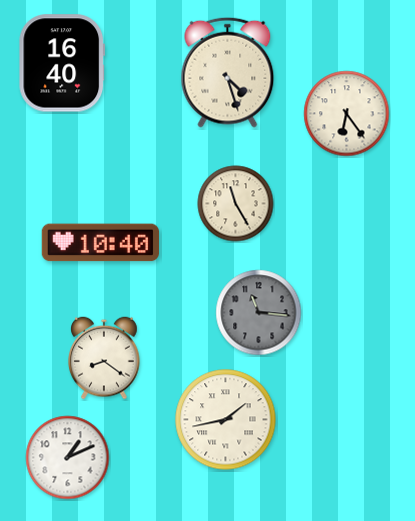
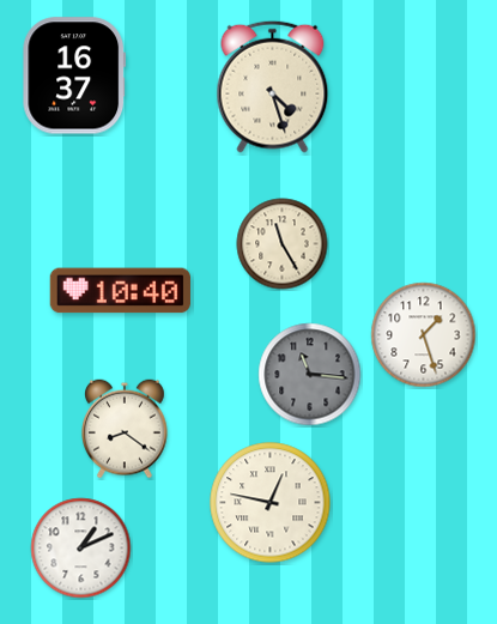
clock at (62, 63): 16:40 -> 16:37
clock at (347, 114): 6:24 -> none
clock at (424, 335): none -> 1:27
clock at (226, 420): 1:43 -> 12:47
